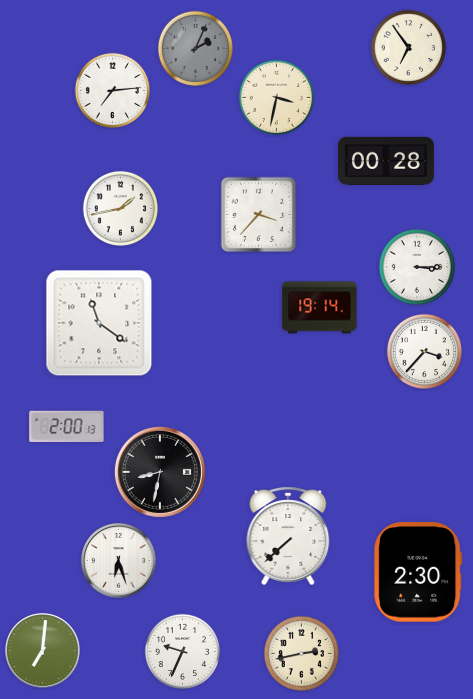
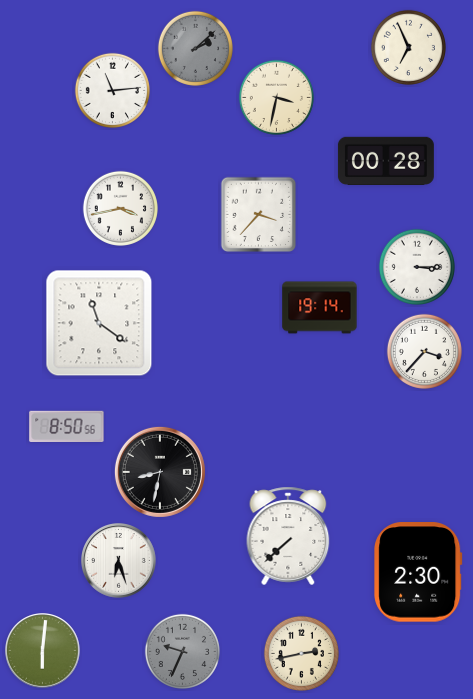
clock at (408, 47): 6:54 -> 6:56
clock at (195, 48): 2:04 -> 2:08
clock at (112, 90): 7:14 -> 11:14
clock at (120, 208): 1:43 -> 3:43
clock at (67, 426): 2:00 -> 8:50
clock at (43, 651): 7:01 -> 6:01
clock at (182, 651) dial: white -> grey
